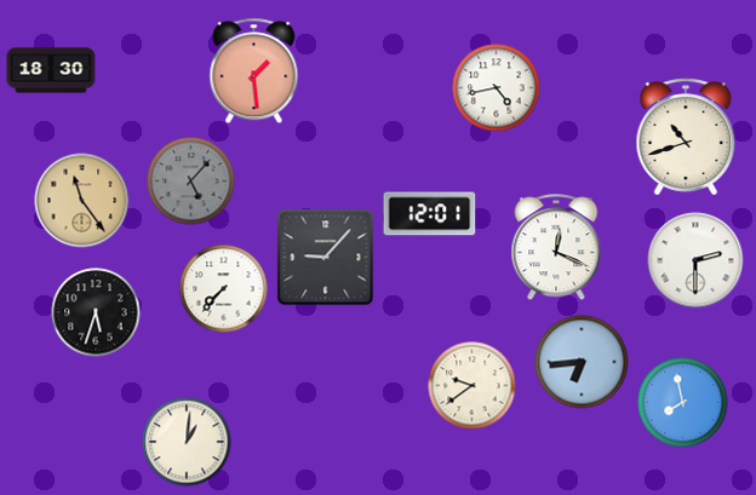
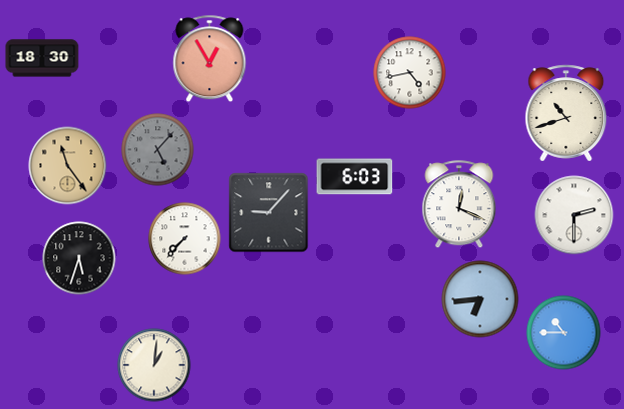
clock at (254, 71): 1:29 -> 12:55
clock at (430, 214): 12:01 -> 6:03
clock at (472, 386): 9:39 -> none
clock at (683, 403): 7:58 -> 10:45
